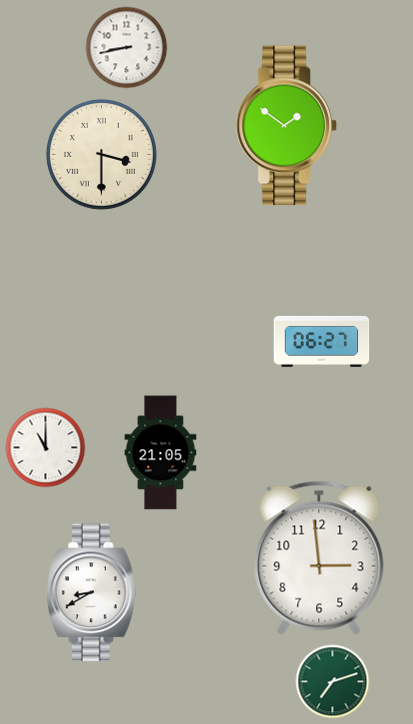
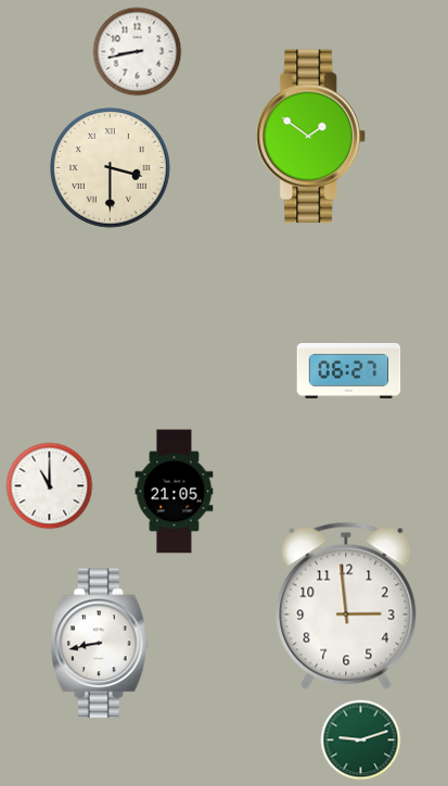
clock at (92, 593): 8:40 -> 8:43
clock at (333, 682): 7:12 -> 9:12
